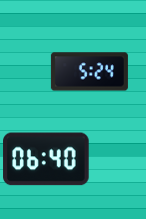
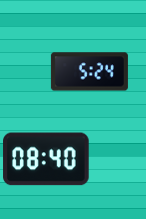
clock at (46, 159): 06:40 -> 08:40
